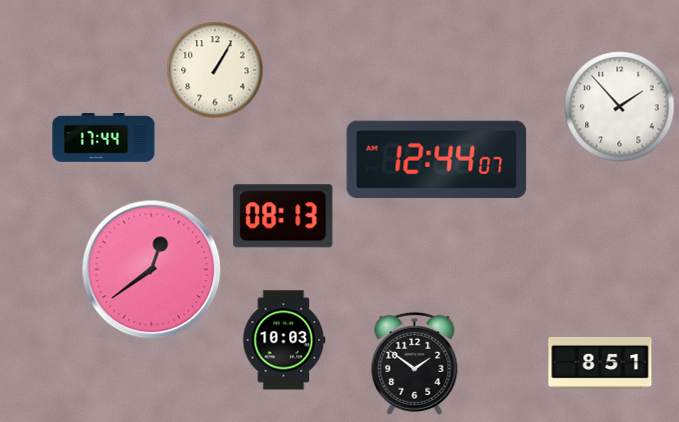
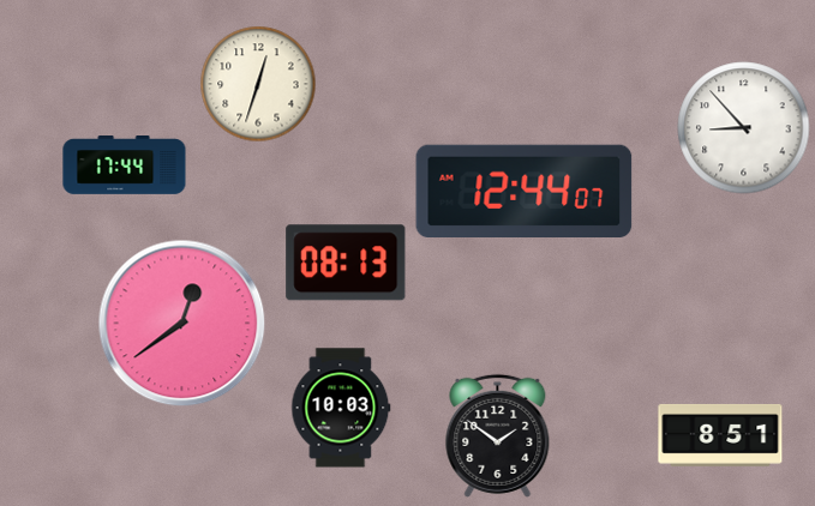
clock at (215, 70): 1:05 -> 12:33
clock at (620, 107): 1:53 -> 8:53
clock at (283, 216) position: (283, 216) -> (346, 263)
